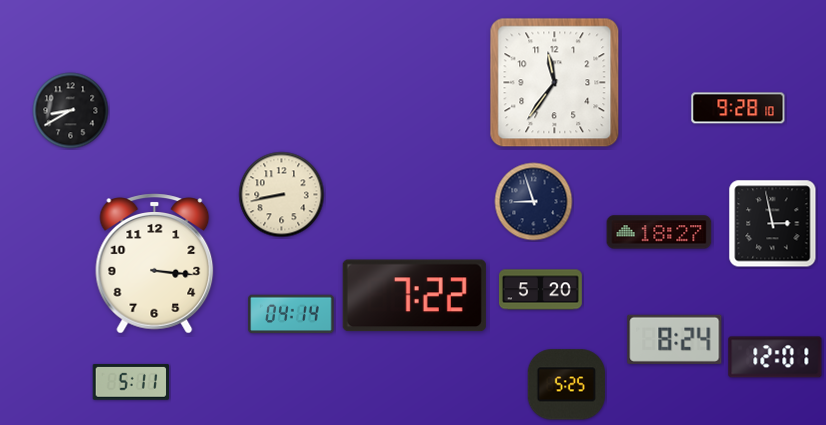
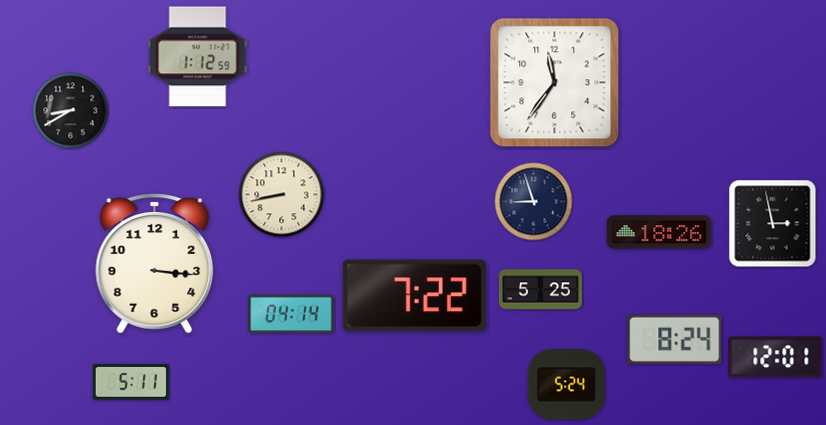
clock at (198, 57): none -> 1:12
clock at (738, 108): 9:28 -> none
clock at (659, 232): 18:27 -> 18:26
clock at (540, 290): 5:20 -> 5:25
clock at (566, 385): 5:25 -> 5:24
